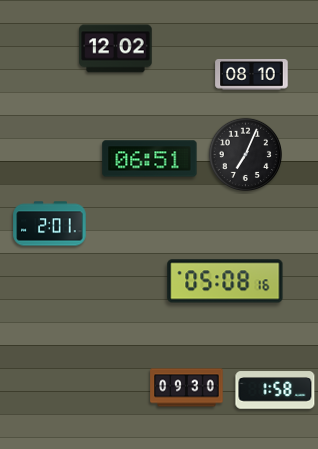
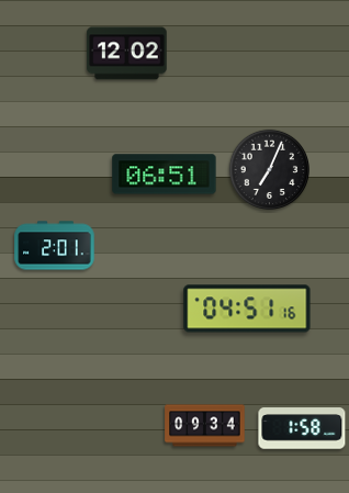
clock at (252, 75): 08:10 -> none
clock at (225, 281): 05:08 -> 04:51
clock at (187, 388): 09:30 -> 09:34
